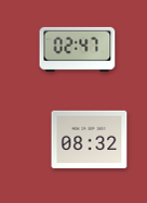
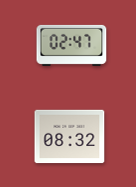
clock at (90, 140) position: (90, 140) -> (70, 137)
